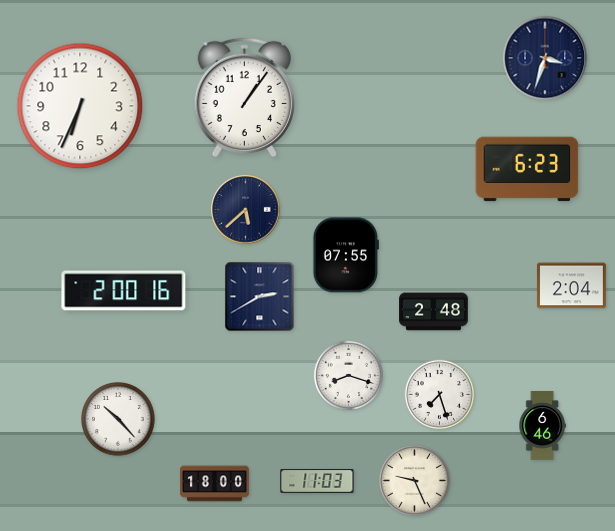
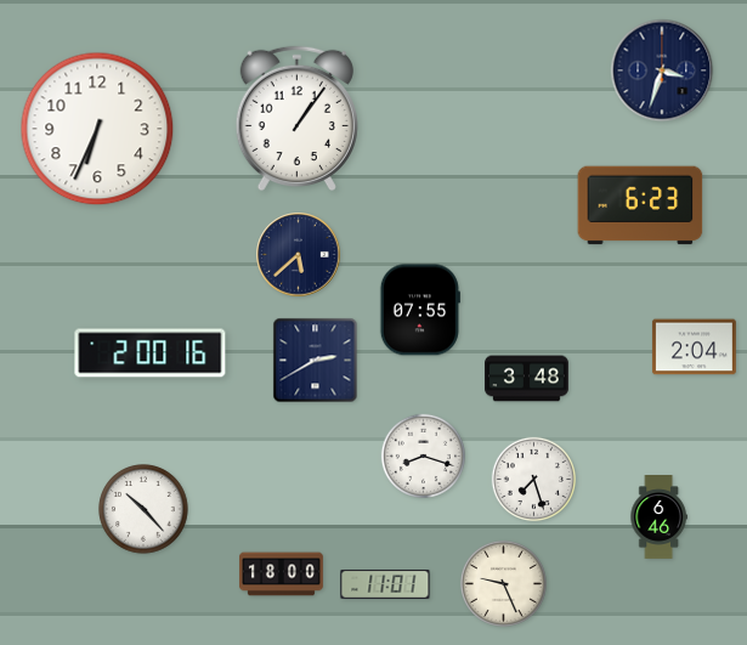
clock at (434, 312): 2:48 -> 3:48
clock at (317, 481): 11:03 -> 11:01
clock at (215, 484) position: (215, 484) -> (282, 575)
